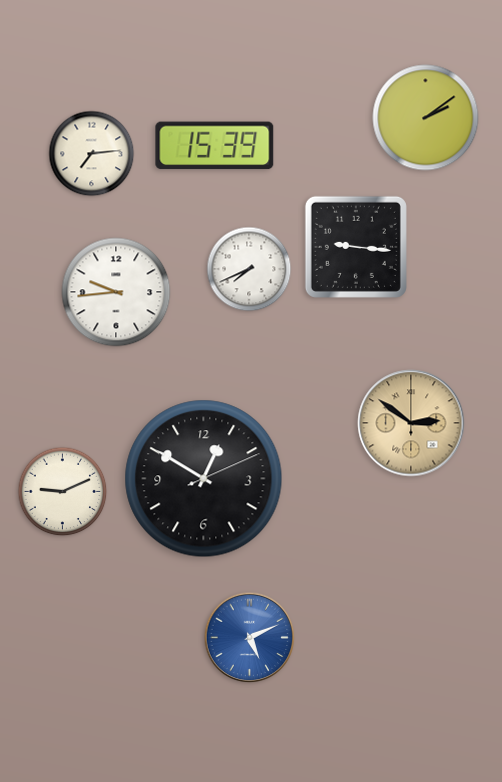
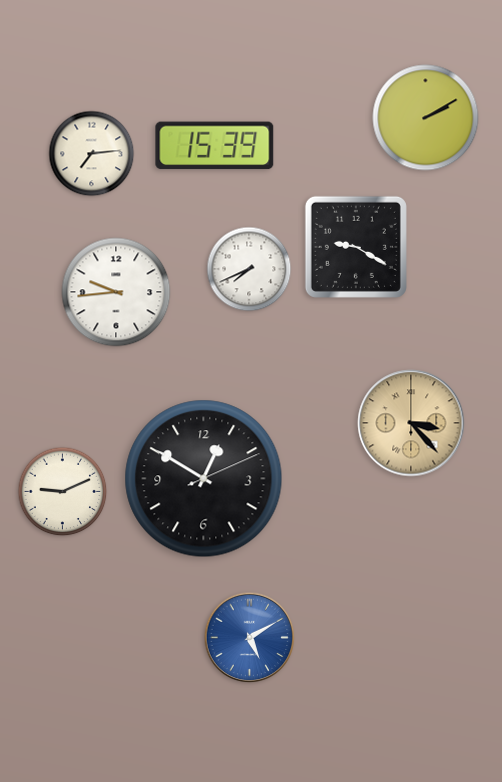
clock at (426, 118): 2:09 -> 2:10
clock at (356, 247): 9:16 -> 9:20
clock at (411, 423): 2:51 -> 3:23
clock at (250, 638): 5:11 -> 5:10
